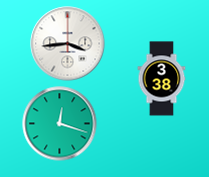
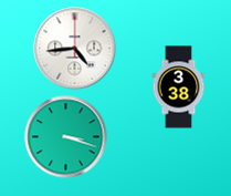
clock at (68, 44): 3:44 -> 4:44
clock at (60, 124): 12:18 -> 3:18
